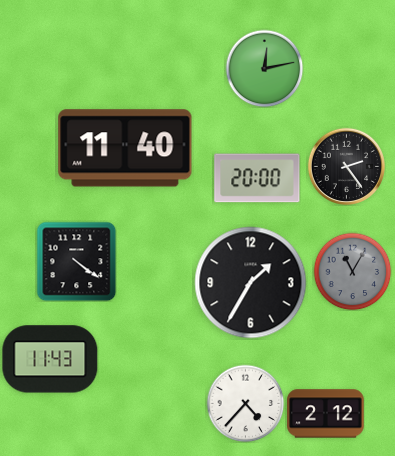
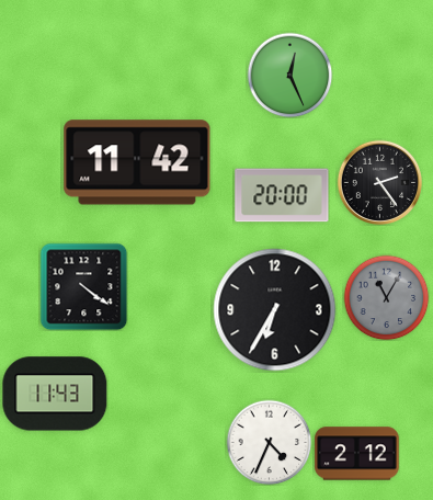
clock at (264, 68): 12:13 -> 12:26
clock at (125, 148): 11:40 -> 11:42
clock at (251, 283): 1:35 -> 6:35
clock at (245, 403): 4:37 -> 4:34
